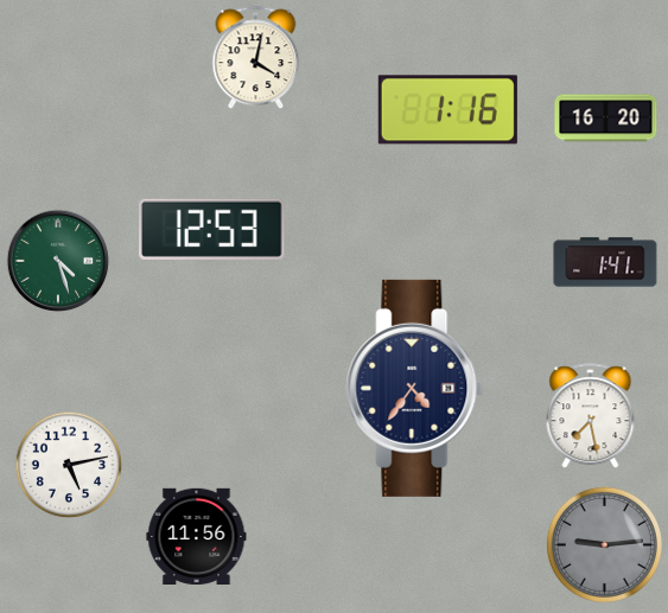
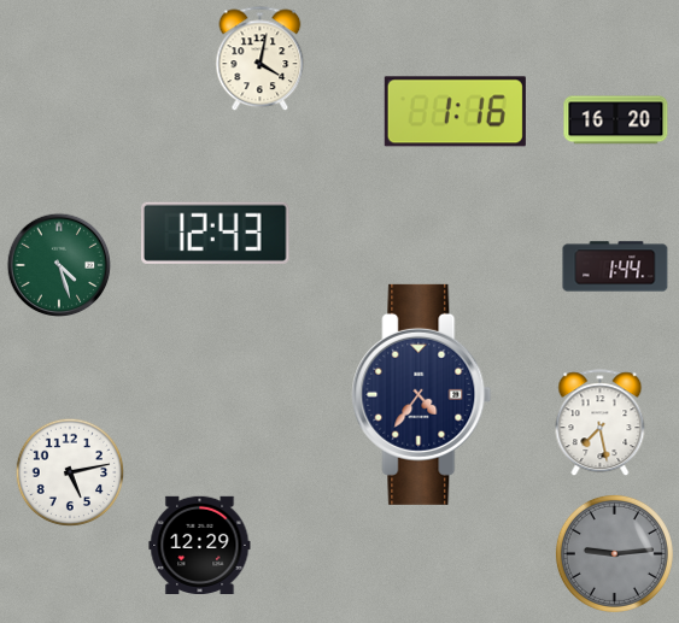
clock at (212, 229): 12:53 -> 12:43
clock at (605, 262): 1:41 -> 1:44
clock at (197, 536): 11:56 -> 12:29
